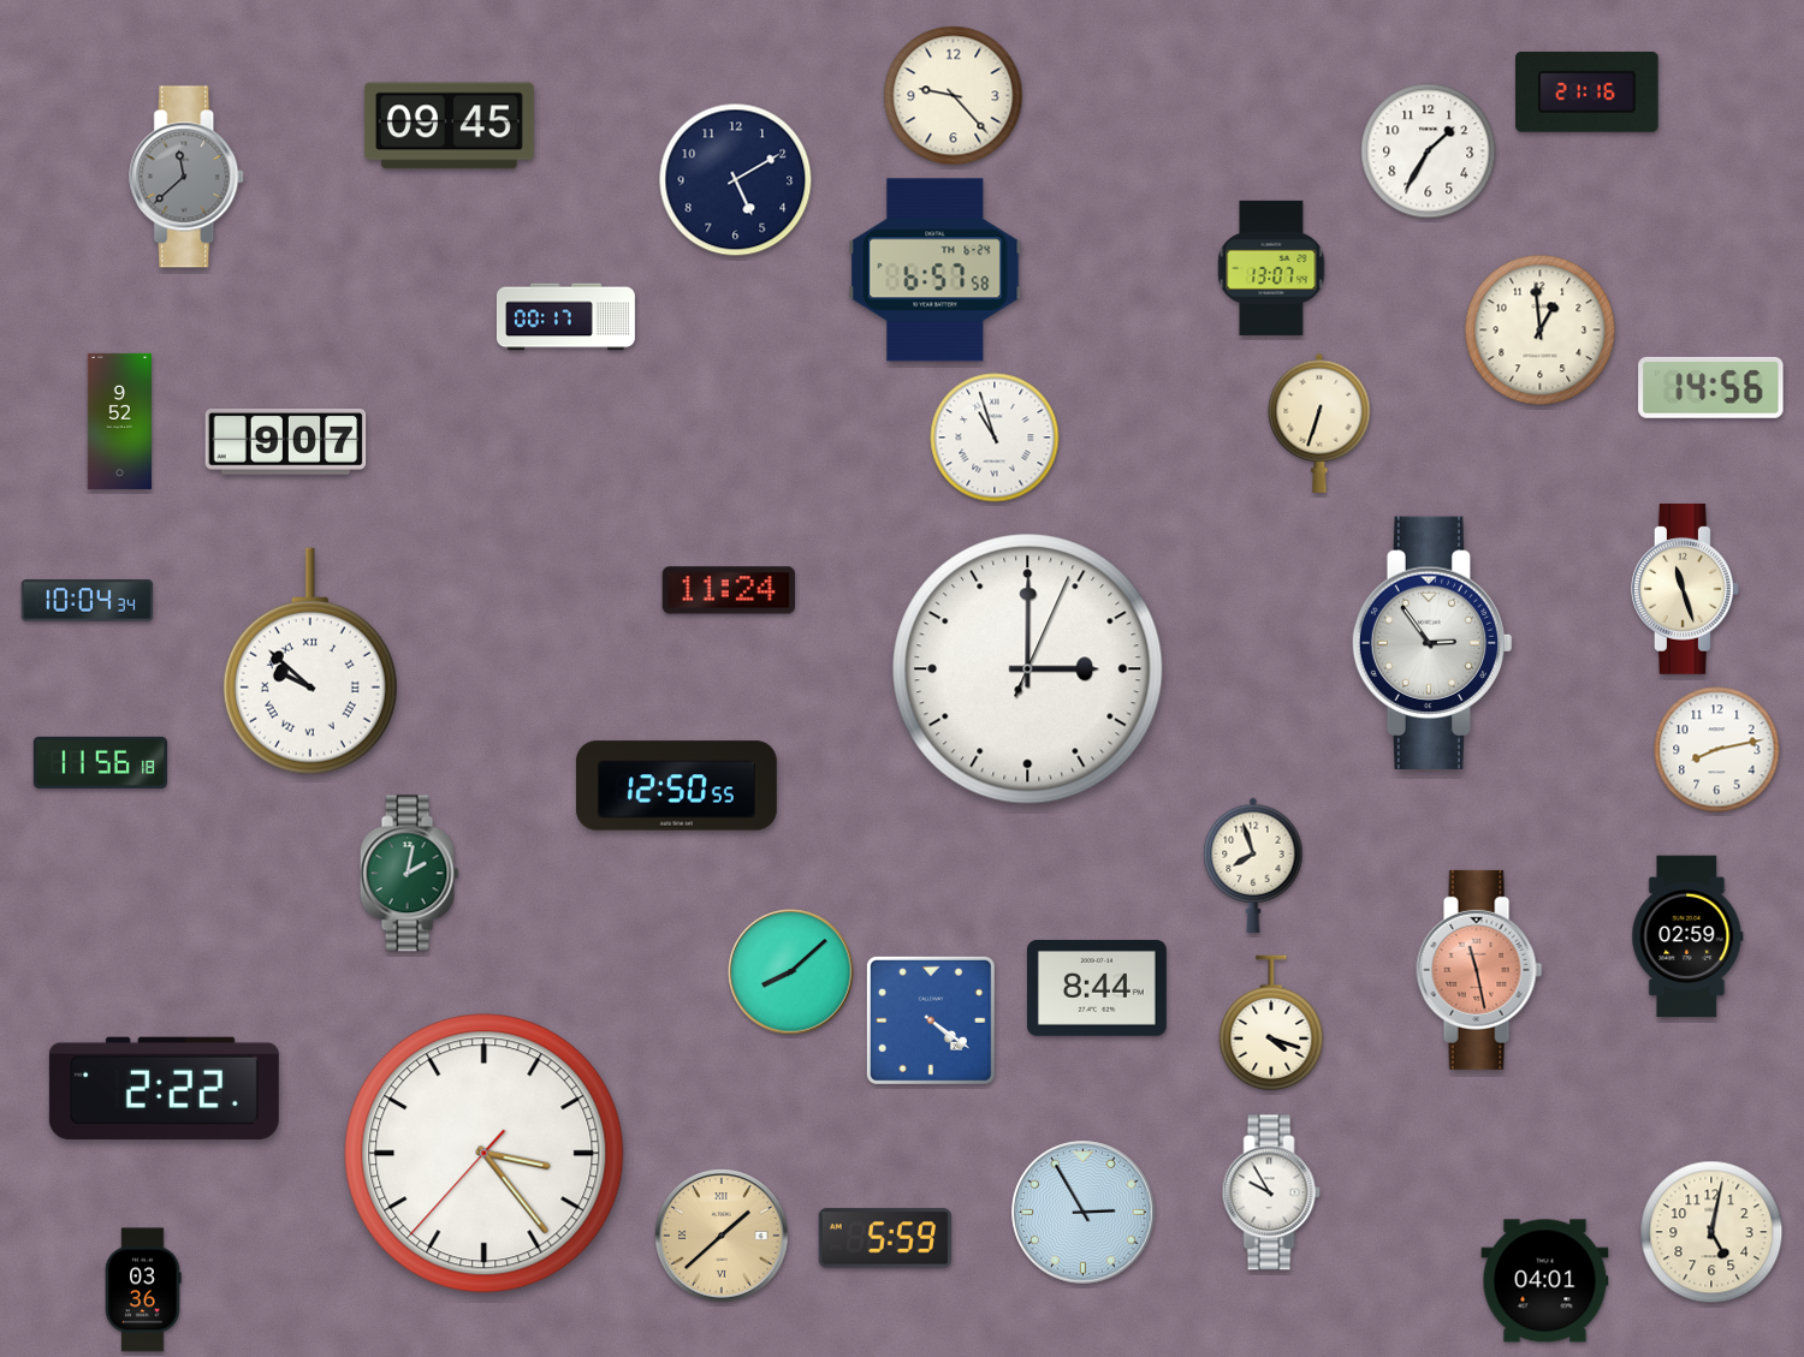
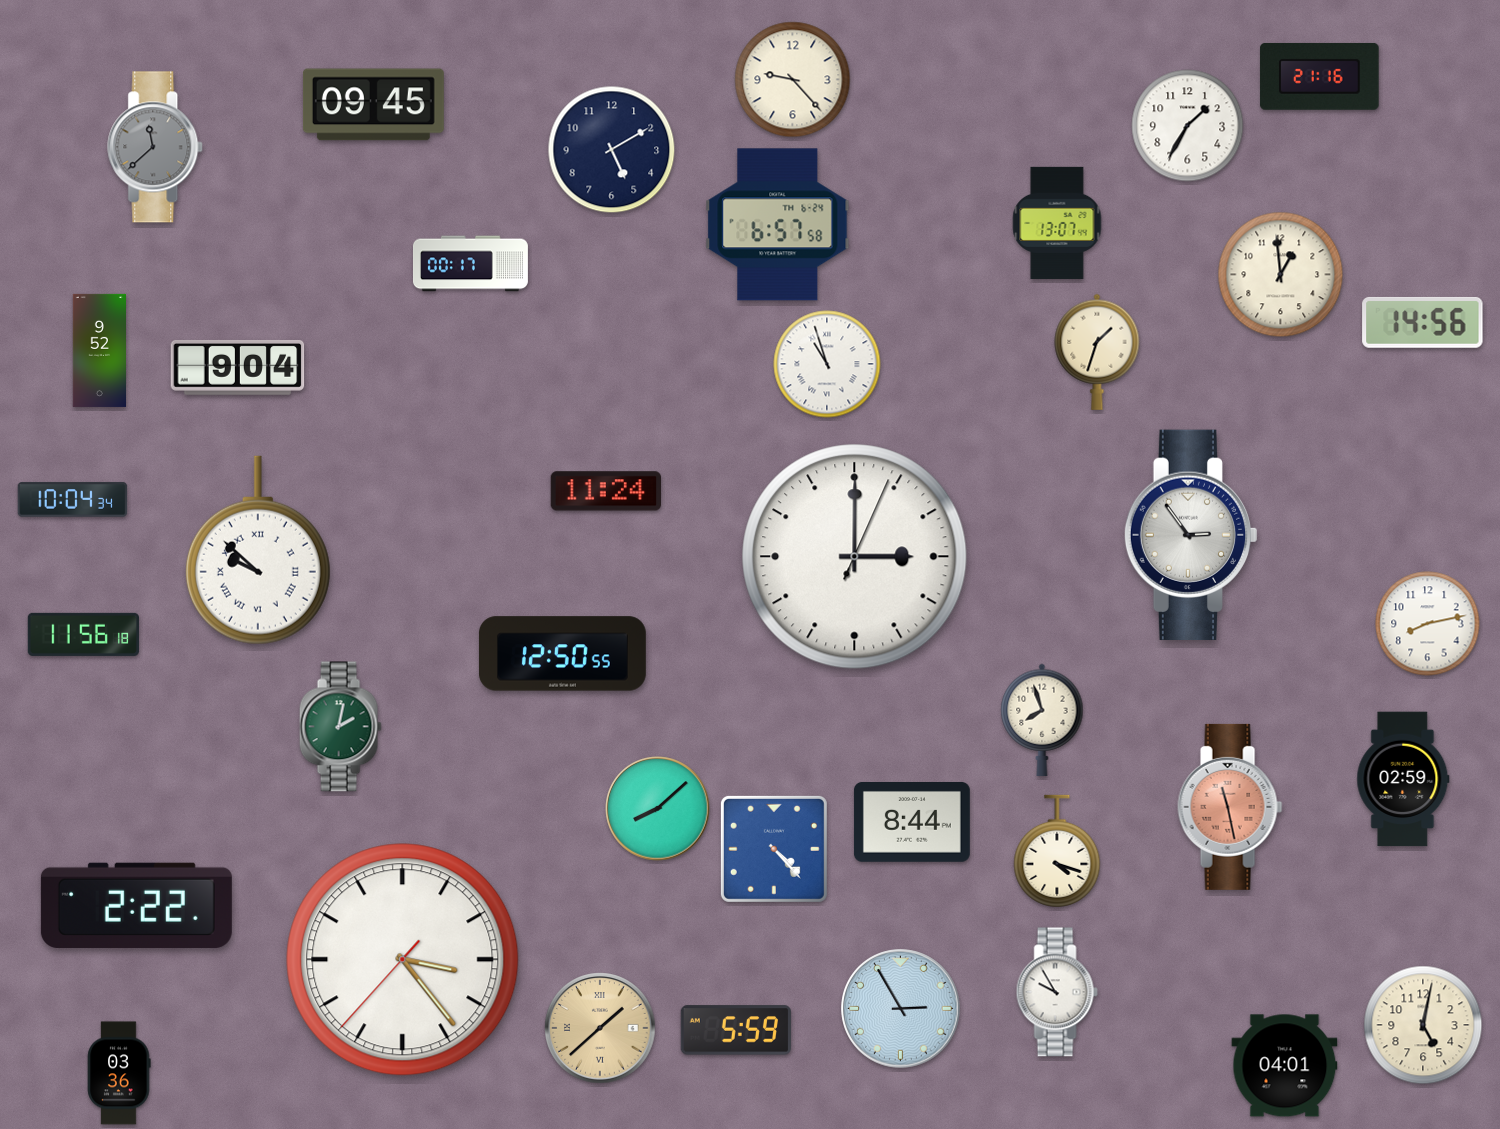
clock at (1319, 423): 6:33 -> 1:33
clock at (286, 441): 9:07 -> 9:04
clock at (1686, 589): 11:27 -> none
clock at (931, 1020): 4:21 -> 4:23
